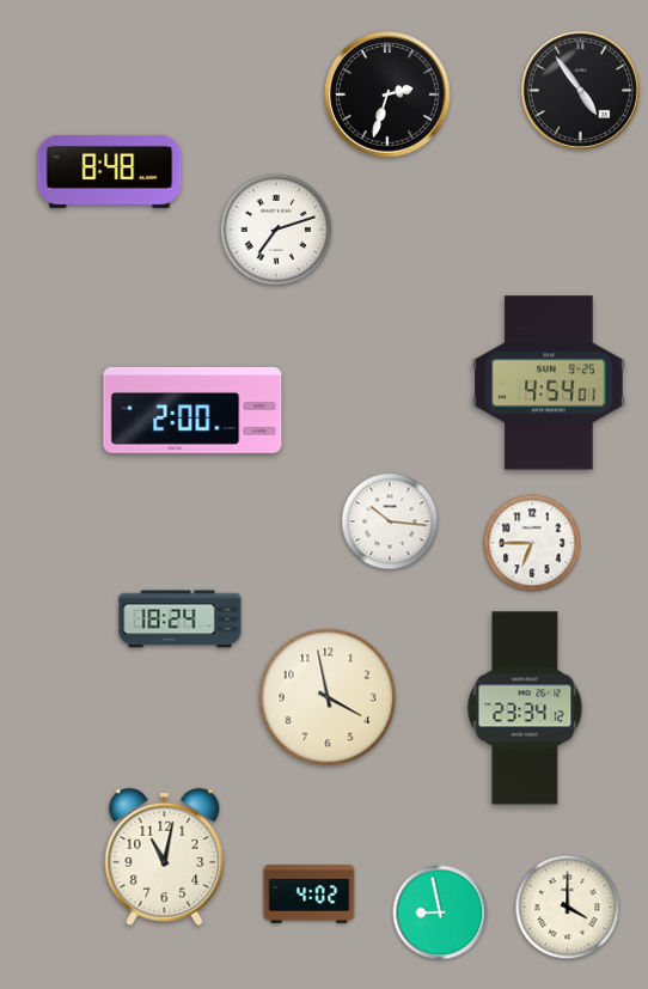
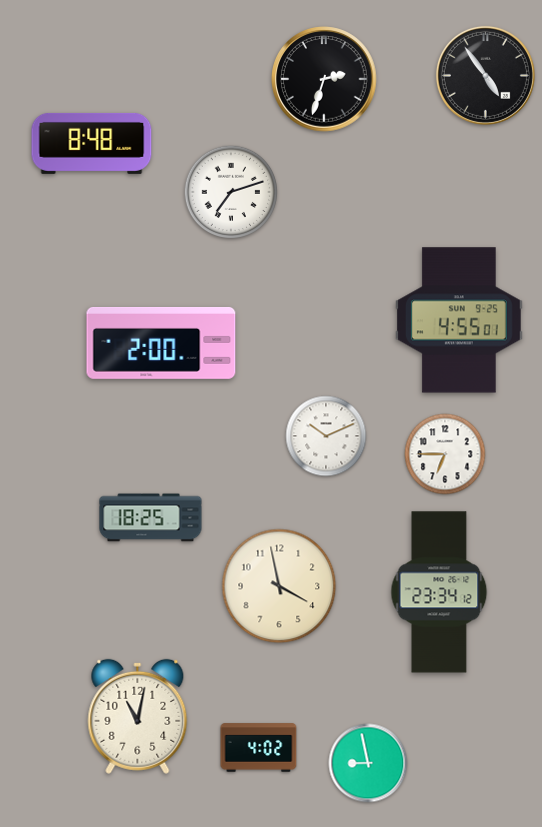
clock at (549, 383): 4:54 -> 4:55
clock at (390, 521): 10:16 -> 10:11
clock at (181, 619): 18:24 -> 18:25
clock at (328, 697) position: (328, 697) -> (279, 586)
clock at (568, 908): 4:00 -> none
